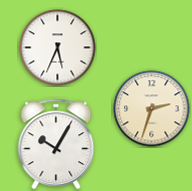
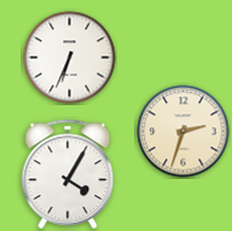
clock at (58, 48): 5:34 -> 6:34
clock at (56, 144): 10:05 -> 4:05
